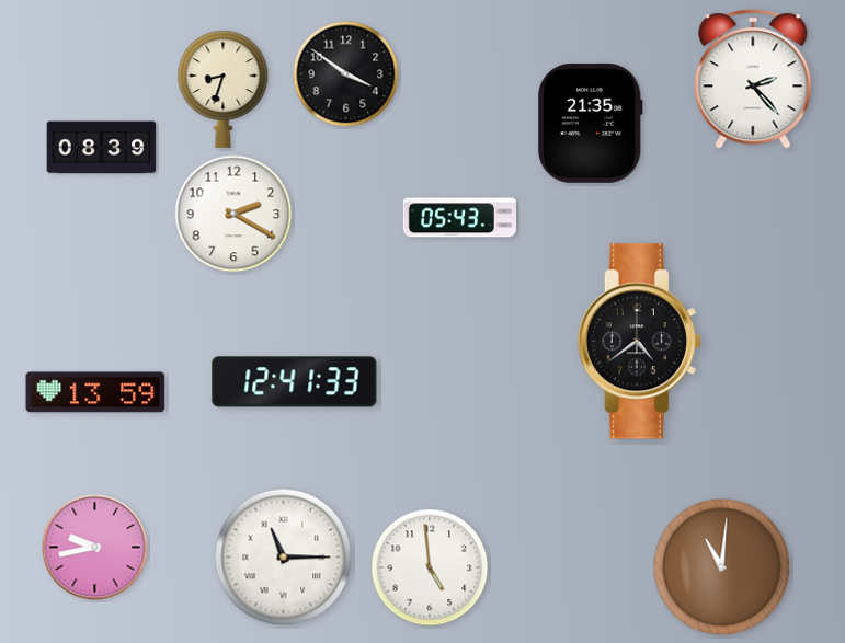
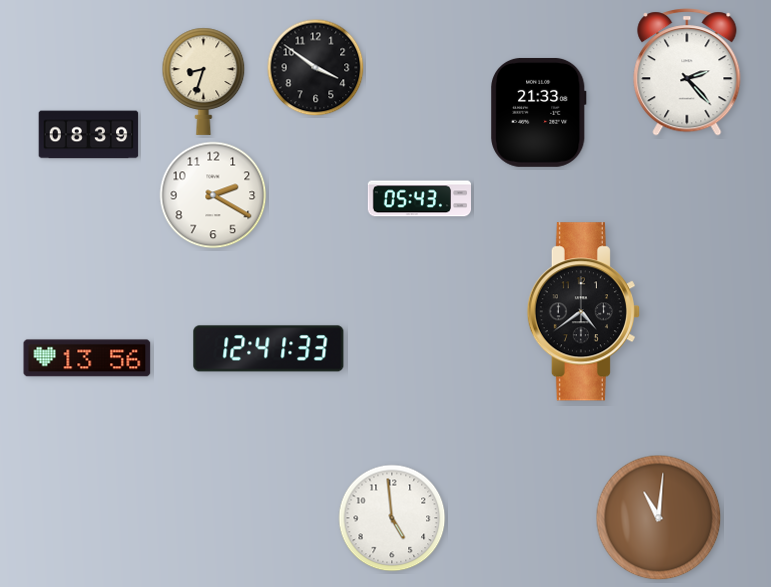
clock at (591, 123): 21:35 -> 21:33
clock at (102, 148) position: (102, 148) -> (89, 135)
clock at (95, 392): 13:59 -> 13:56
clock at (95, 548): 9:43 -> none
clock at (284, 558): 11:15 -> none
